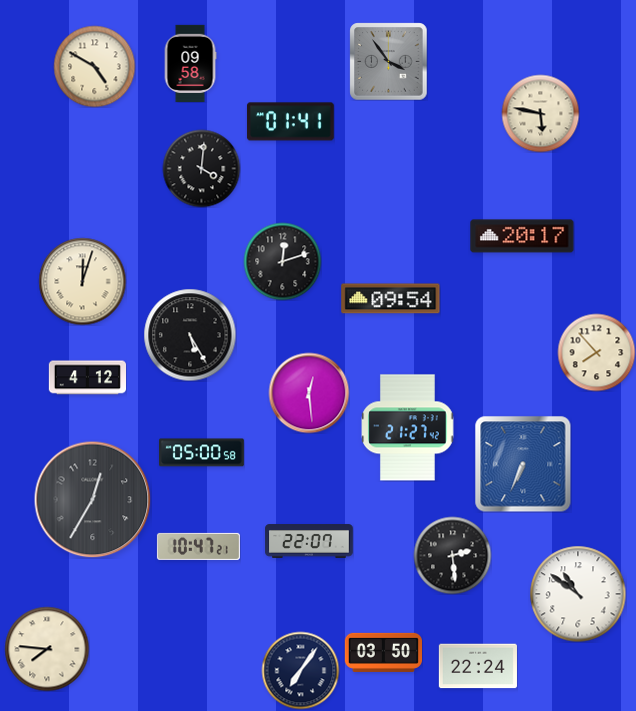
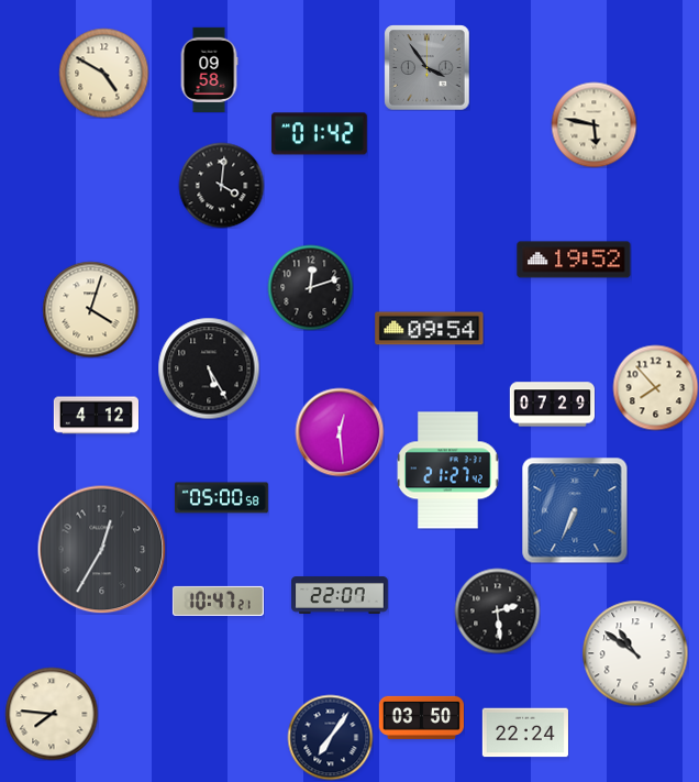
clock at (291, 122): 01:41 -> 01:42
clock at (522, 236): 20:17 -> 19:52
clock at (82, 281): 12:03 -> 4:03
clock at (552, 405): none -> 07:29
